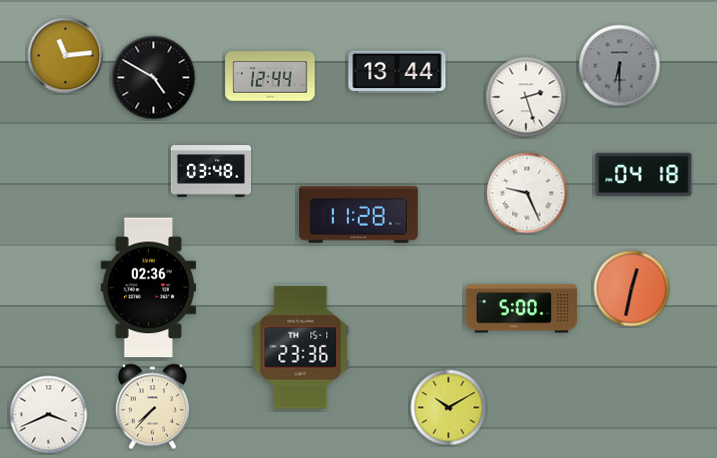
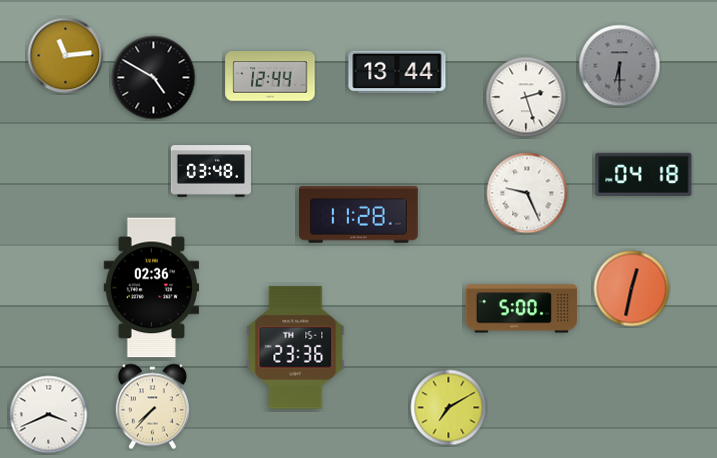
clock at (148, 288) position: (148, 288) -> (151, 288)
clock at (301, 348) position: (301, 348) -> (296, 348)
clock at (449, 408): 10:10 -> 7:10
